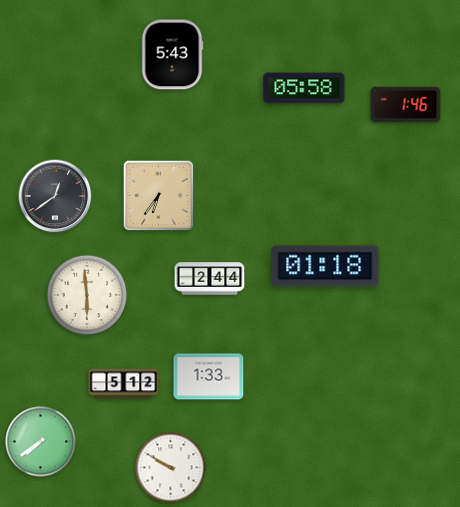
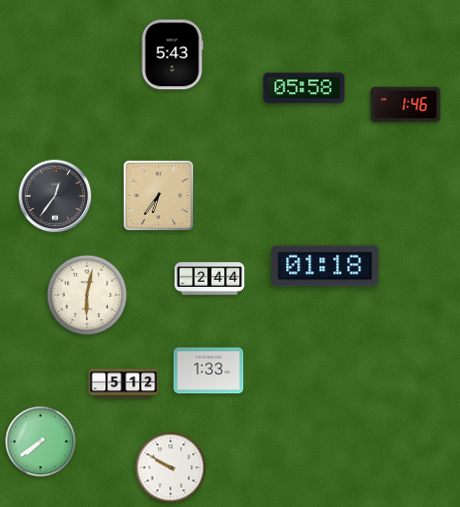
clock at (55, 196): 12:39 -> 12:36
clock at (87, 295): 5:59 -> 6:02
clock at (209, 377) position: (209, 377) -> (209, 371)
